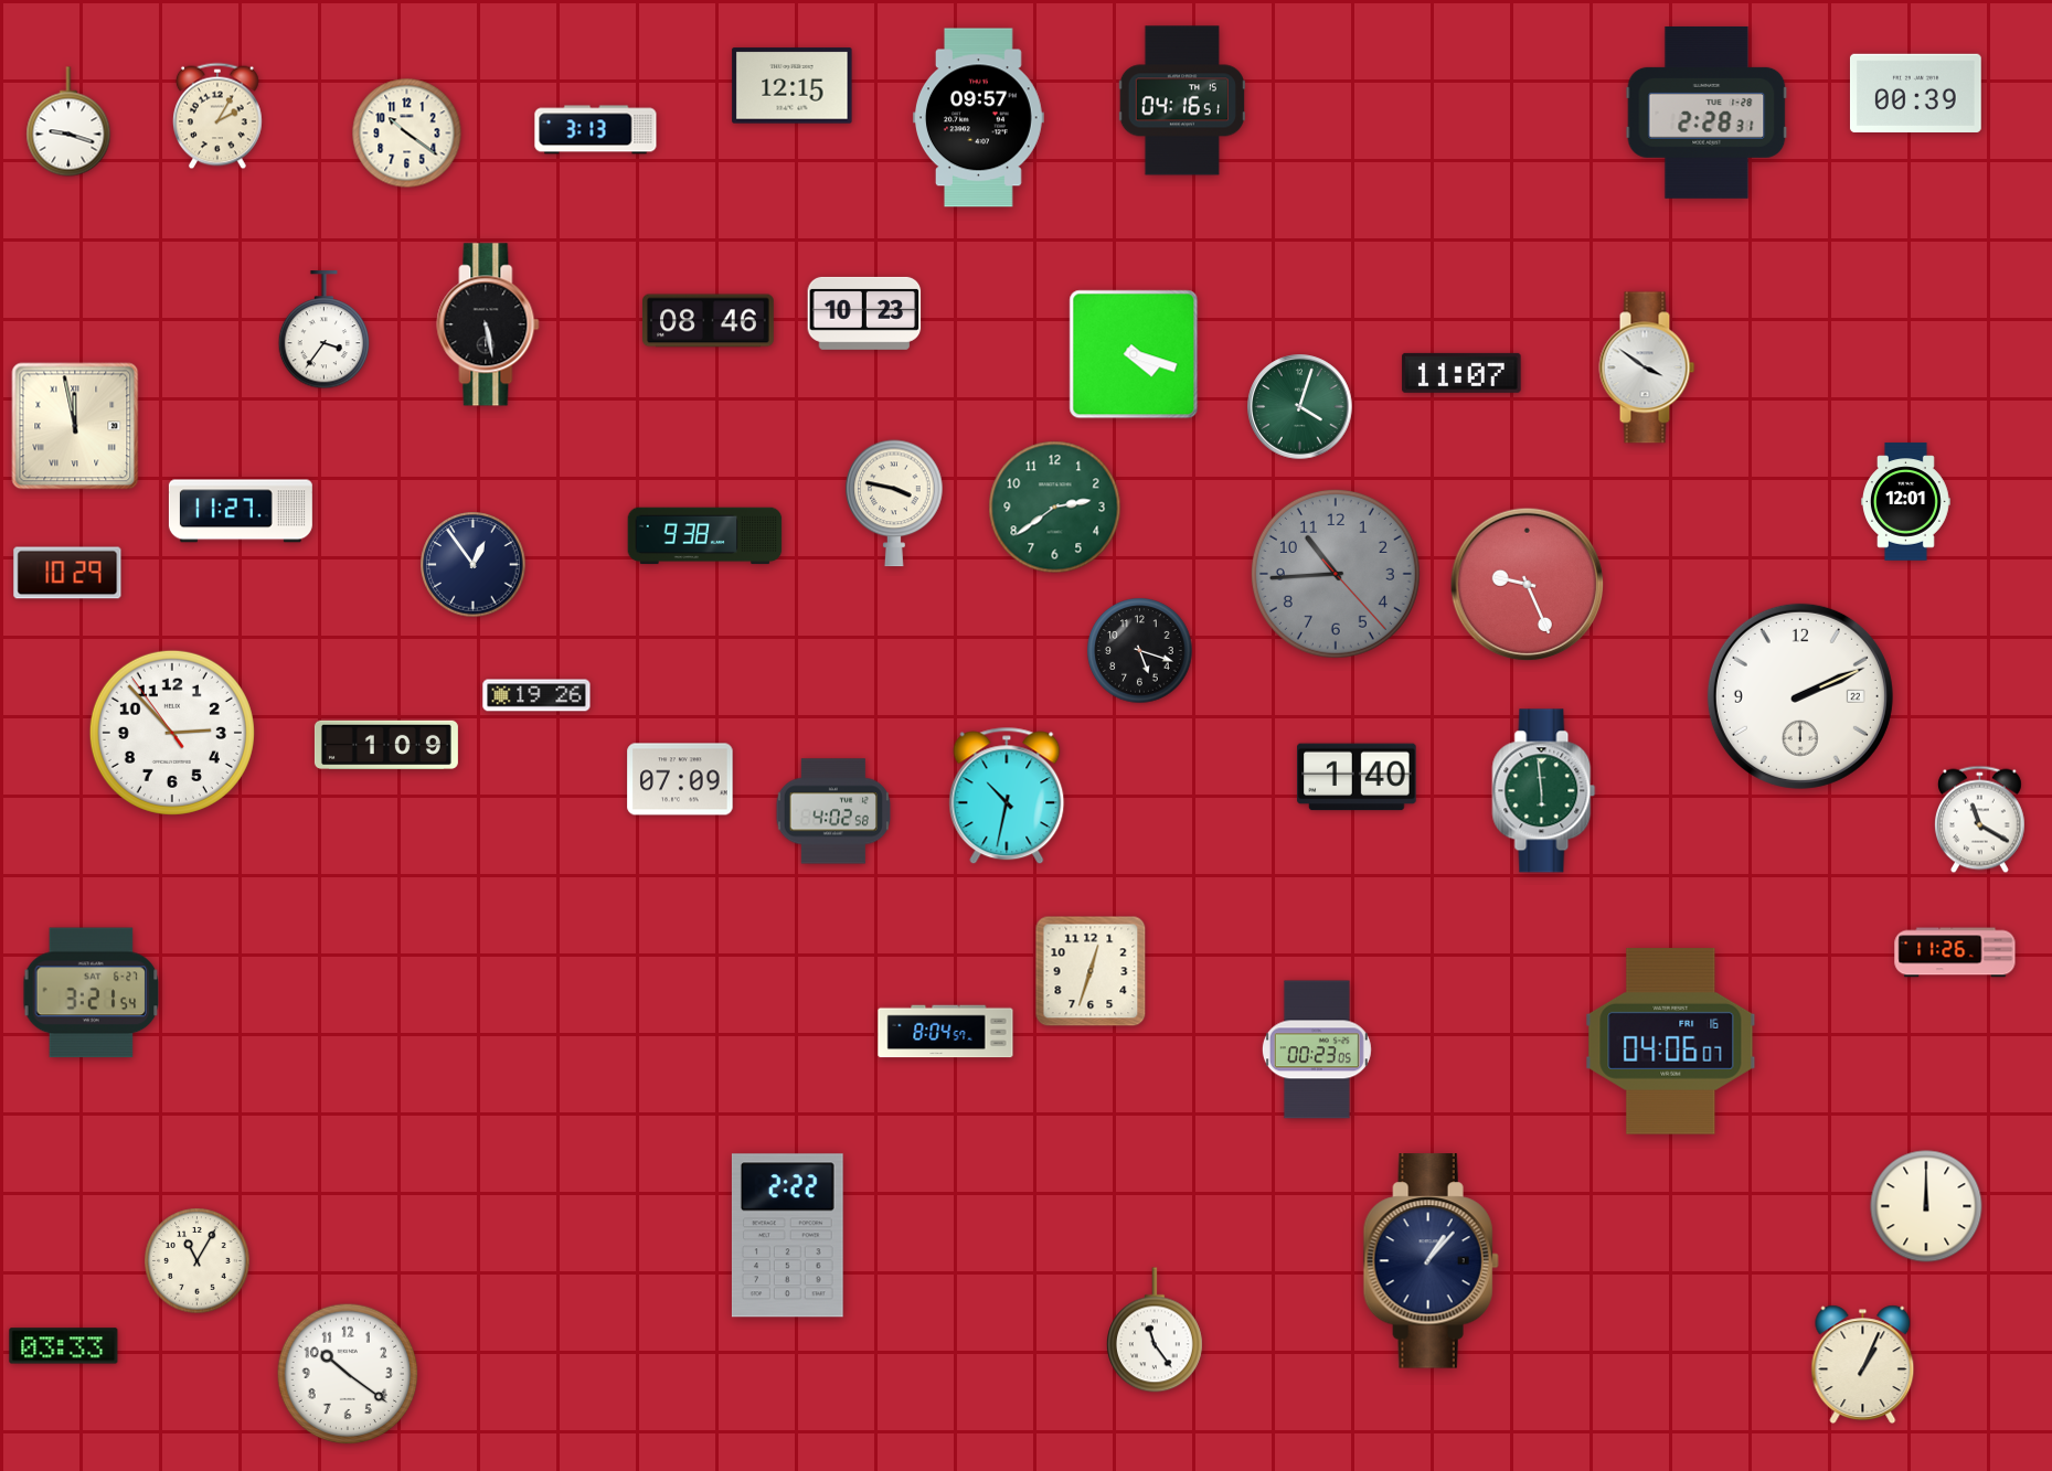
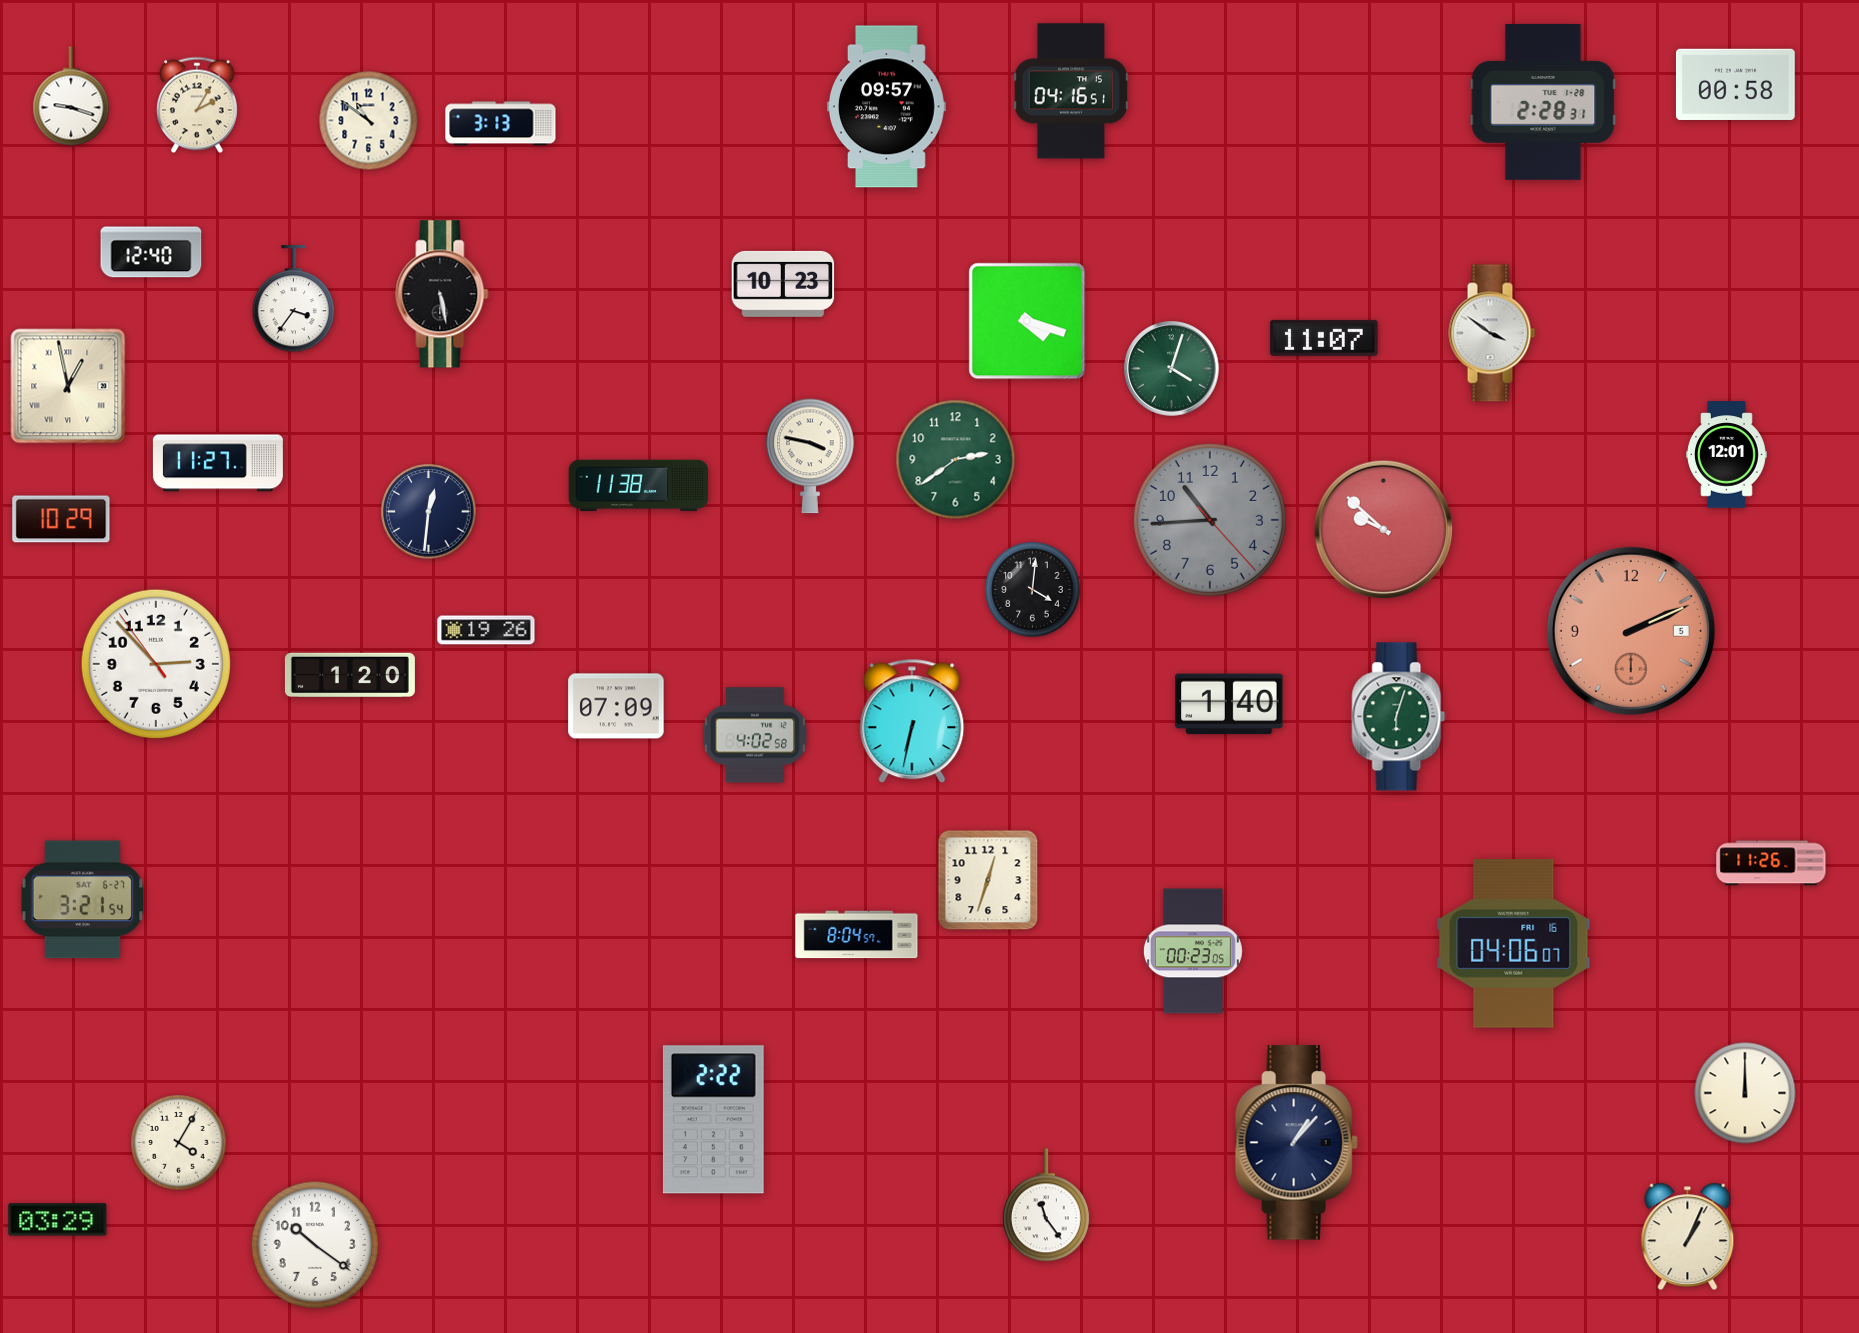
clock at (793, 86): 12:15 -> none
clock at (1915, 93): 00:39 -> 00:58
clock at (1707, 113) position: (1707, 113) -> (1543, 102)
clock at (68, 121) position: (68, 121) -> (71, 96)
clock at (596, 130) position: (596, 130) -> (501, 124)
clock at (407, 134): 10:21 -> 10:51
clock at (151, 252): none -> 12:40
clock at (709, 321): 08:46 -> none
clock at (1300, 407) position: (1300, 407) -> (1172, 369)
clock at (75, 426): 11:58 -> 12:58
clock at (705, 536): 9:38 -> 11:38
clock at (474, 565): 12:54 -> 12:31
clock at (1528, 585): 9:26 -> 9:52
clock at (1140, 651): 5:18 -> 4:01
clock at (1800, 696) date: 22 -> 5
clock at (1800, 696) dial: white -> salmon
clock at (386, 744): 1:09 -> 1:20
clock at (1544, 791): 5:59 -> 6:03
clock at (1007, 796): 10:32 -> 6:32
clock at (1979, 820): 11:20 -> none
clock at (198, 1261): 11:05 -> 4:05
clock at (64, 1346): 03:33 -> 03:29
